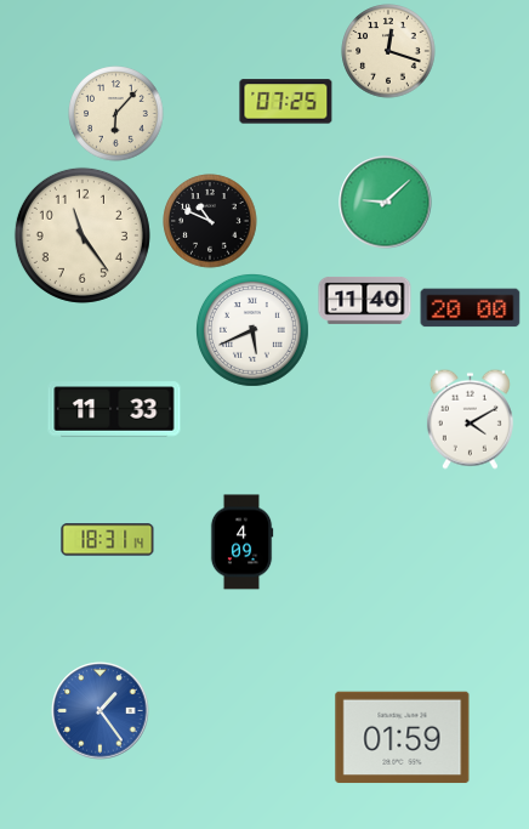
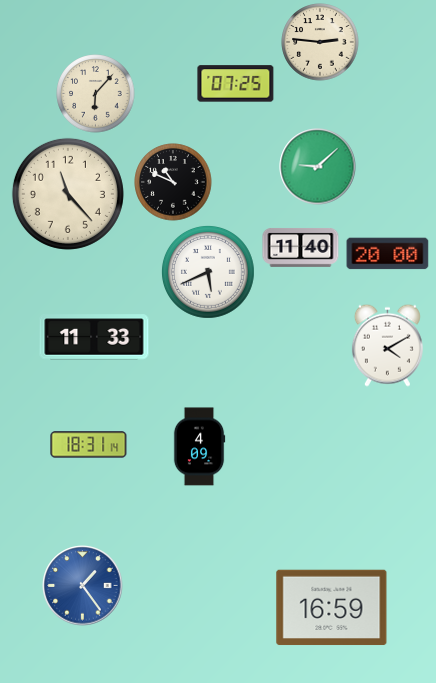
clock at (388, 51): 12:18 -> 2:46
clock at (83, 235): 11:24 -> 11:23
clock at (403, 738): 01:59 -> 16:59
